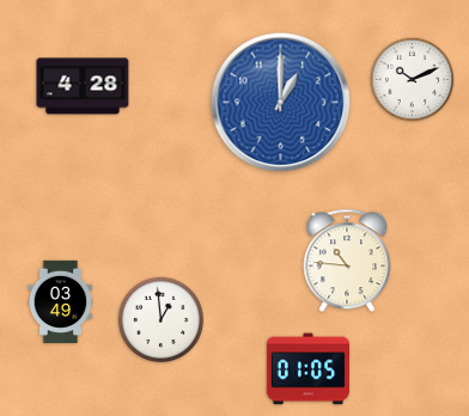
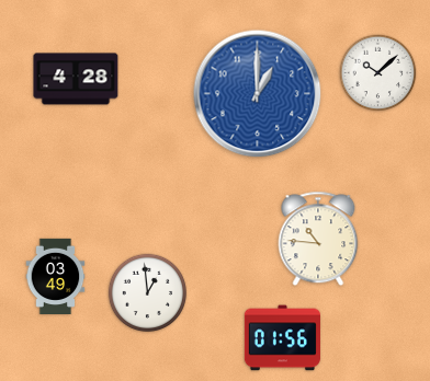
clock at (413, 80): 10:11 -> 10:08
clock at (307, 369): 01:05 -> 01:56
